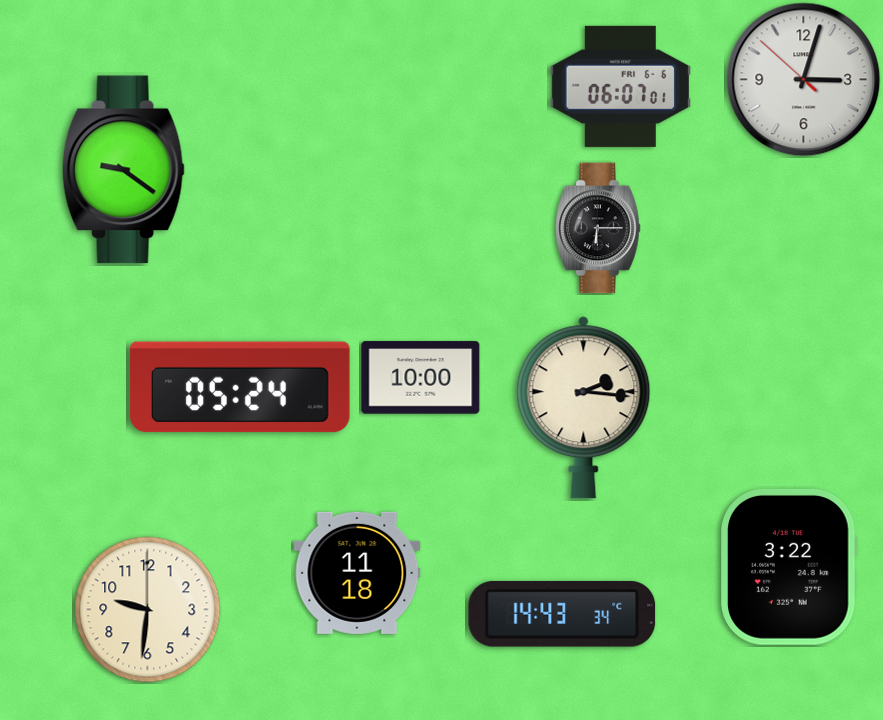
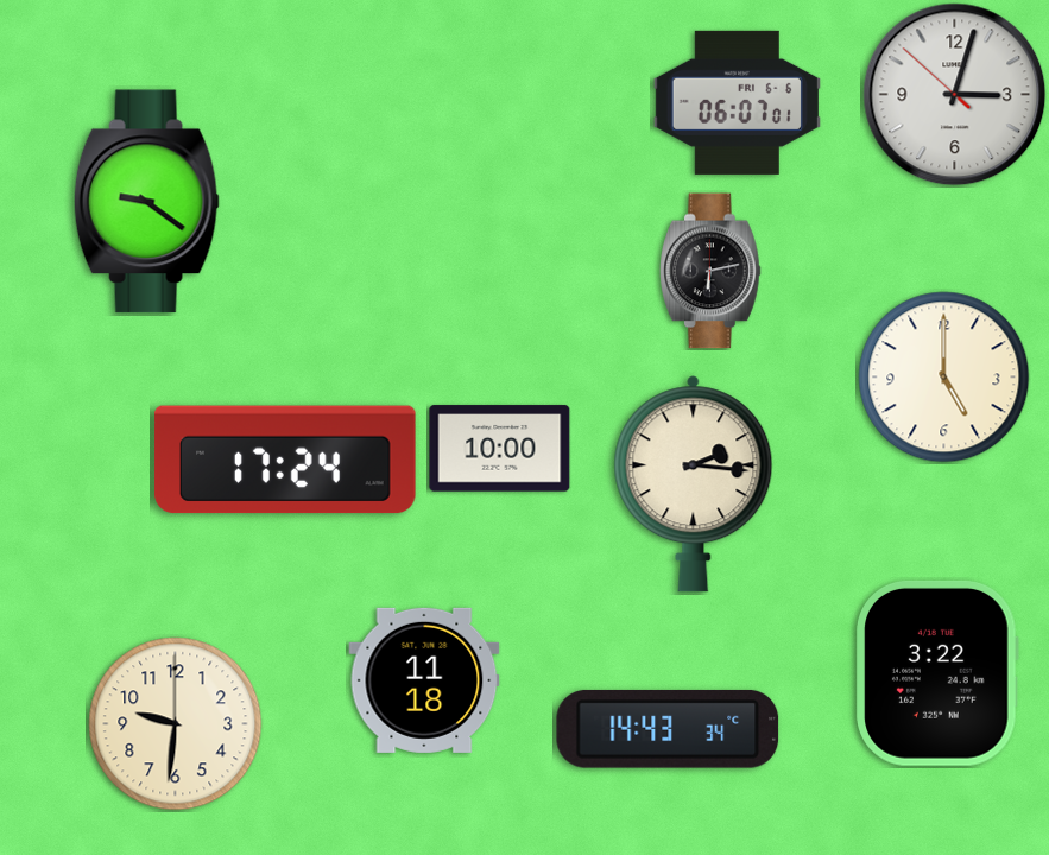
clock at (599, 228): 6:15 -> 6:13
clock at (944, 378): none -> 5:00
clock at (240, 387): 05:24 -> 17:24
